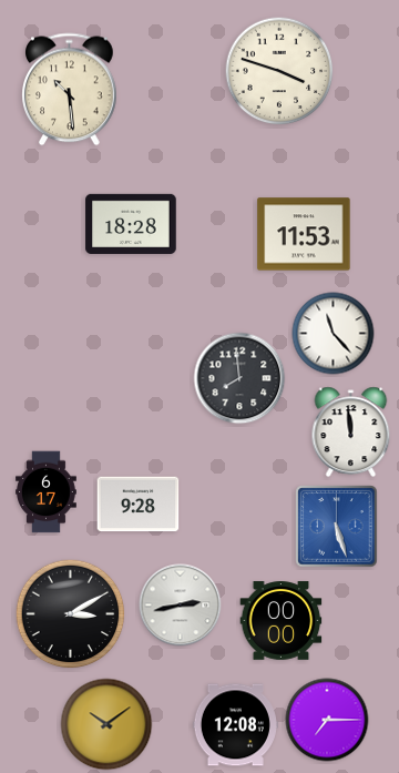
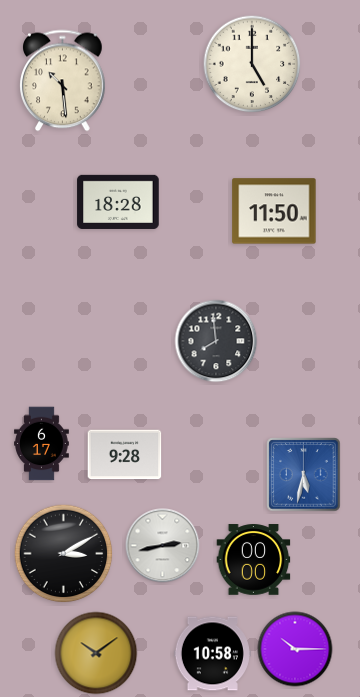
clock at (279, 71): 3:48 -> 5:00
clock at (304, 234): 11:53 -> 11:50
clock at (334, 334): 11:23 -> none
clock at (351, 433): 11:59 -> none
clock at (337, 527): 5:27 -> 5:32
clock at (327, 720): 7:15 -> 10:15
clock at (235, 725): 12:08 -> 10:58
